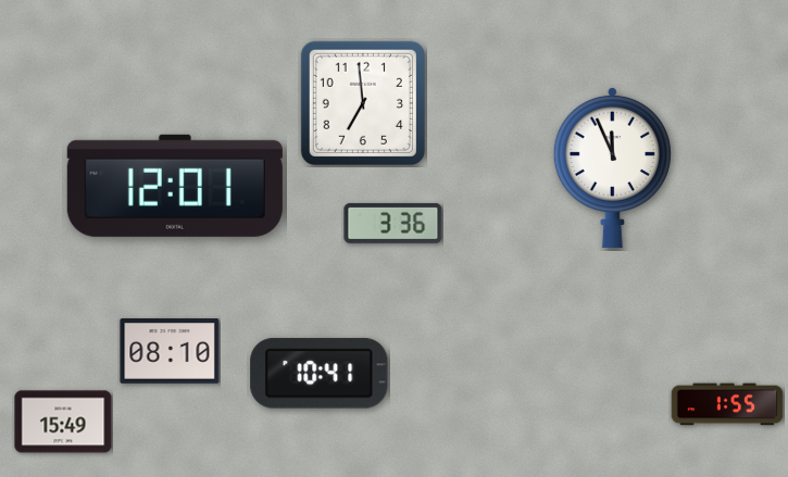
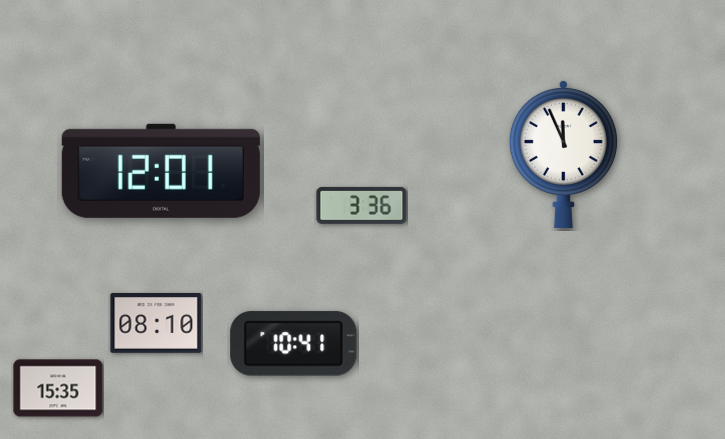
clock at (363, 103): 6:59 -> none
clock at (727, 404): 1:55 -> none
clock at (63, 422): 15:49 -> 15:35
